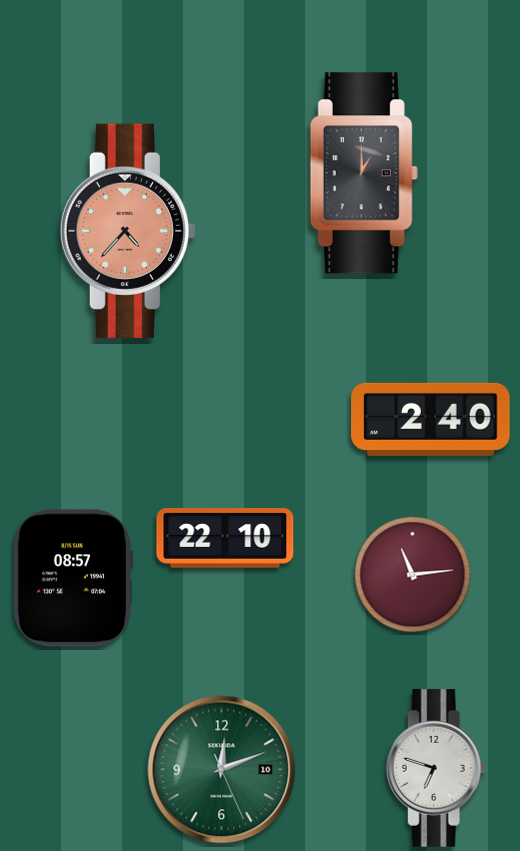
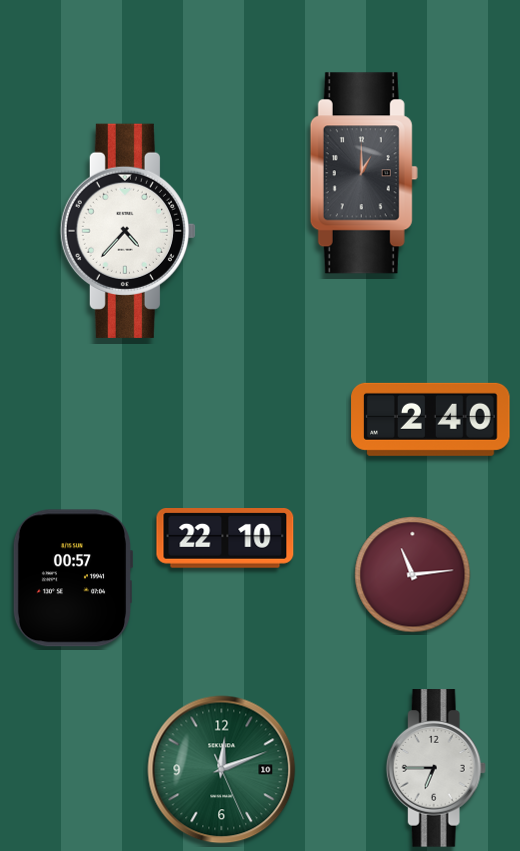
clock at (128, 231) dial: salmon -> white
clock at (72, 578): 08:57 -> 00:57
clock at (436, 768): 6:48 -> 6:45
